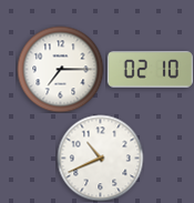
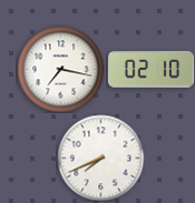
clock at (60, 69): 7:15 -> 7:17
clock at (100, 158): 10:41 -> 7:41
